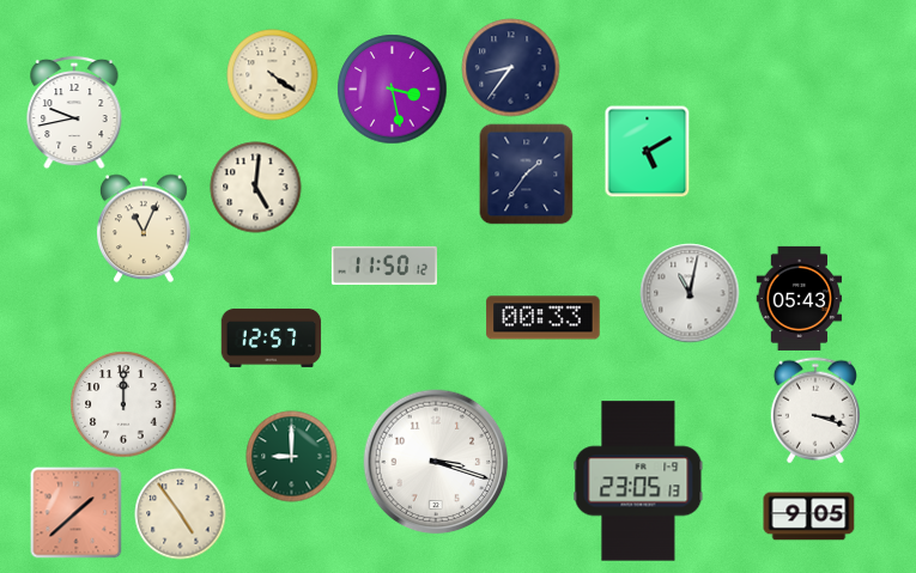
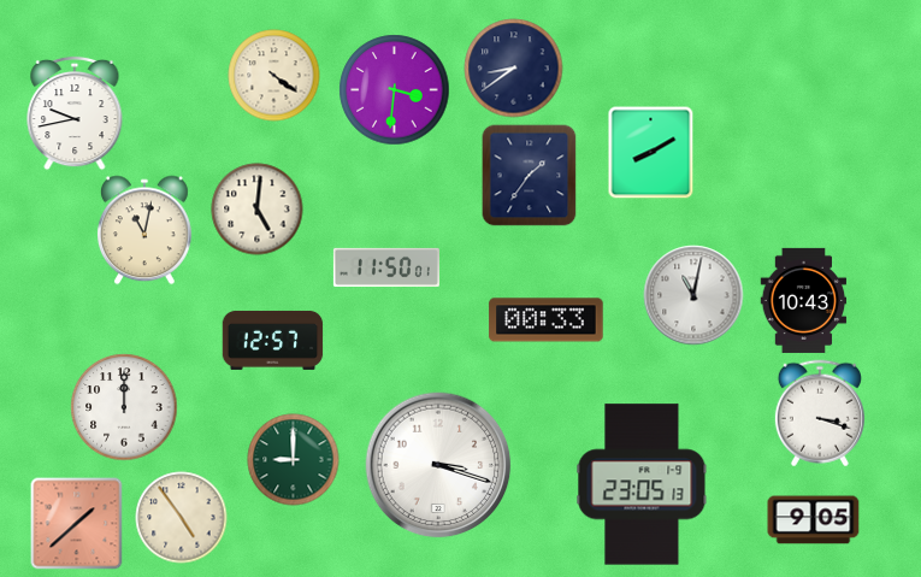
clock at (511, 68): 8:36 -> 8:39
clock at (393, 90): 3:28 -> 3:31
clock at (648, 151): 5:10 -> 8:10
clock at (256, 188) position: (256, 188) -> (258, 210)
clock at (144, 228): 11:04 -> 11:02
clock at (384, 266): 11:50:12 -> 11:50:01
clock at (800, 298): 05:43 -> 10:43
clock at (77, 513) position: (77, 513) -> (77, 524)
